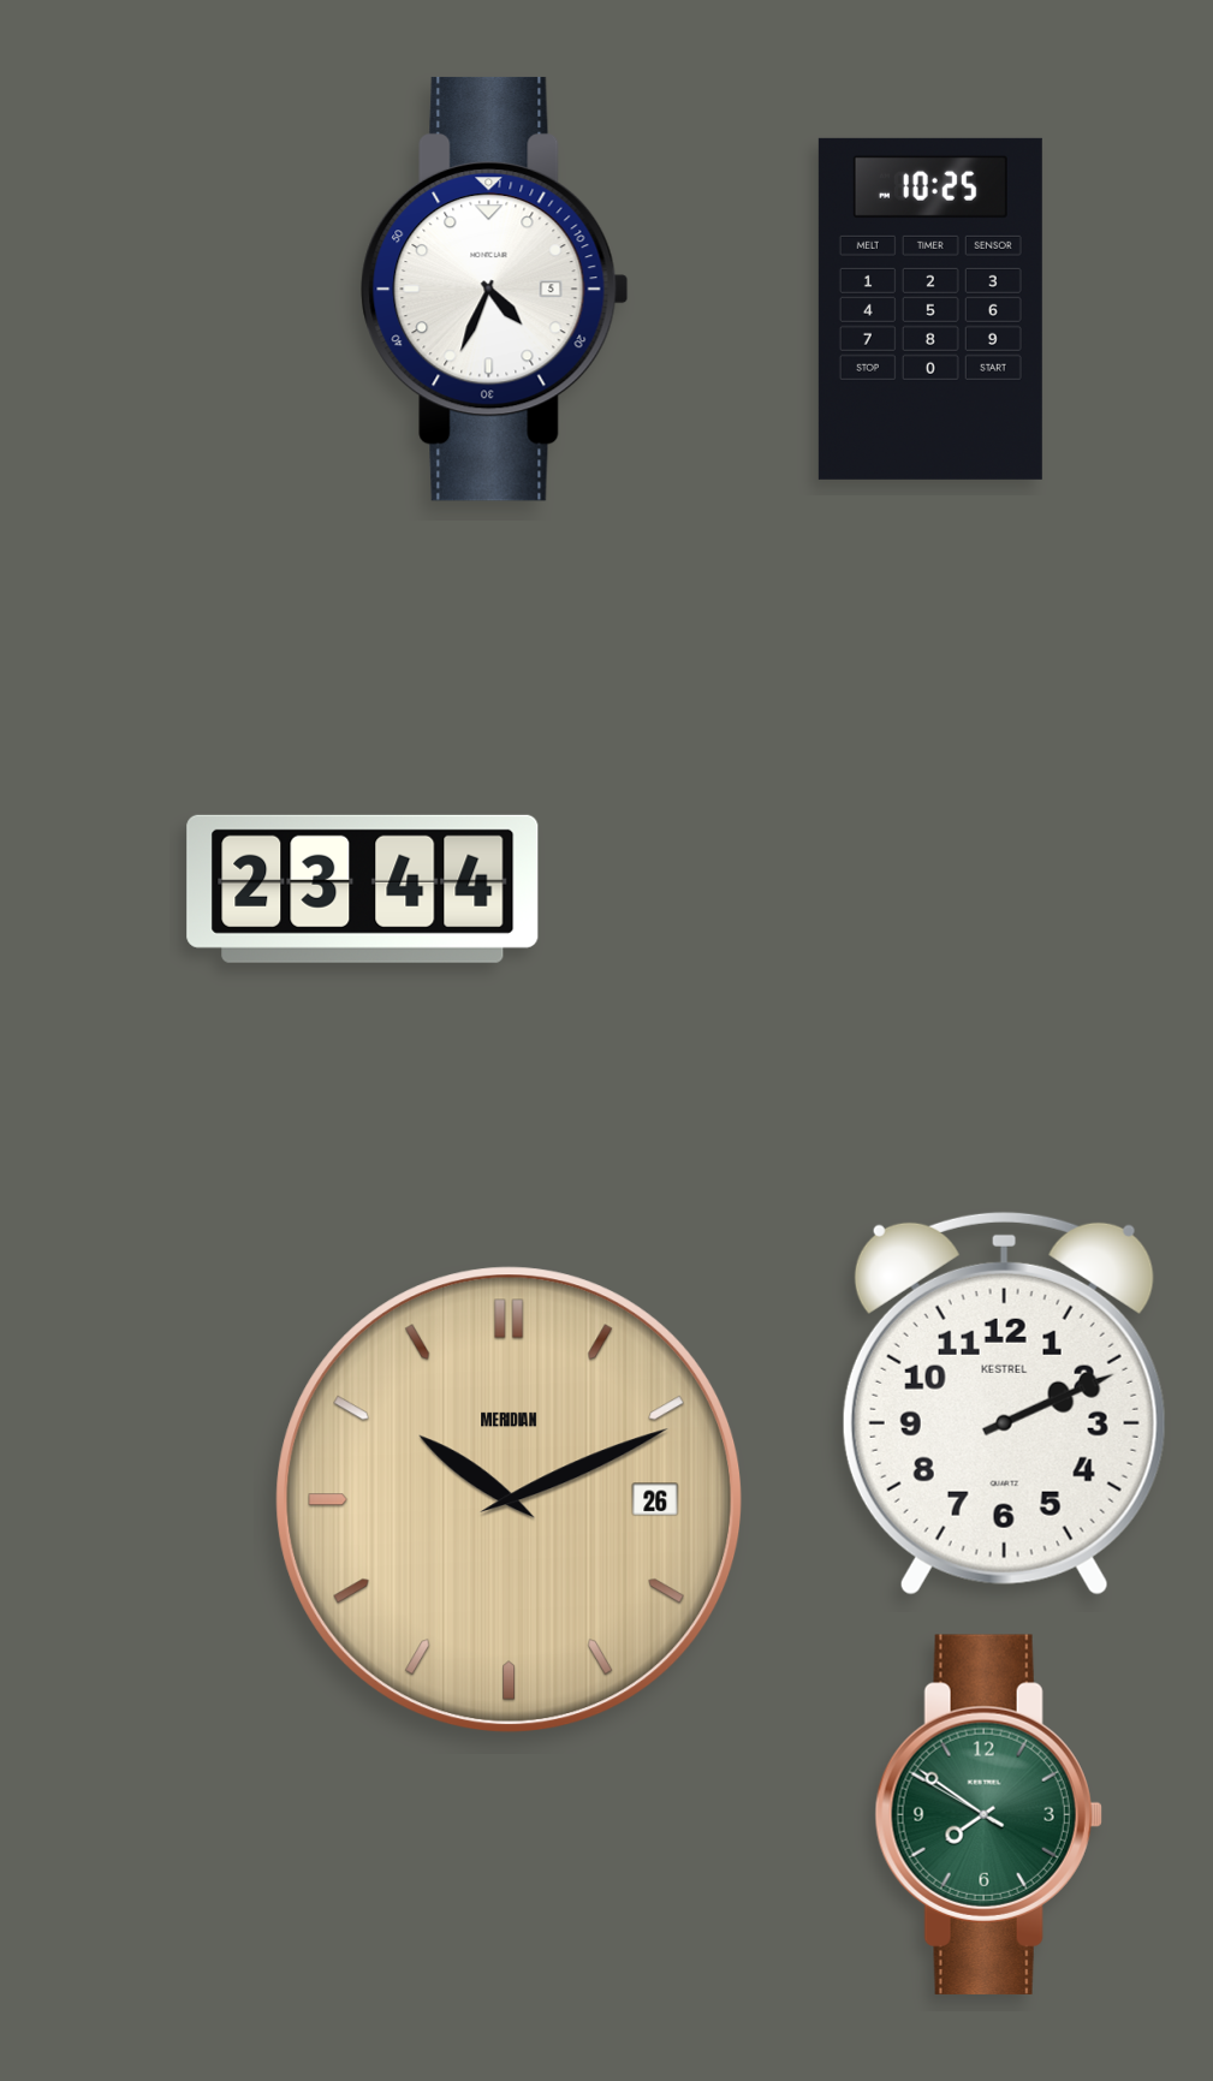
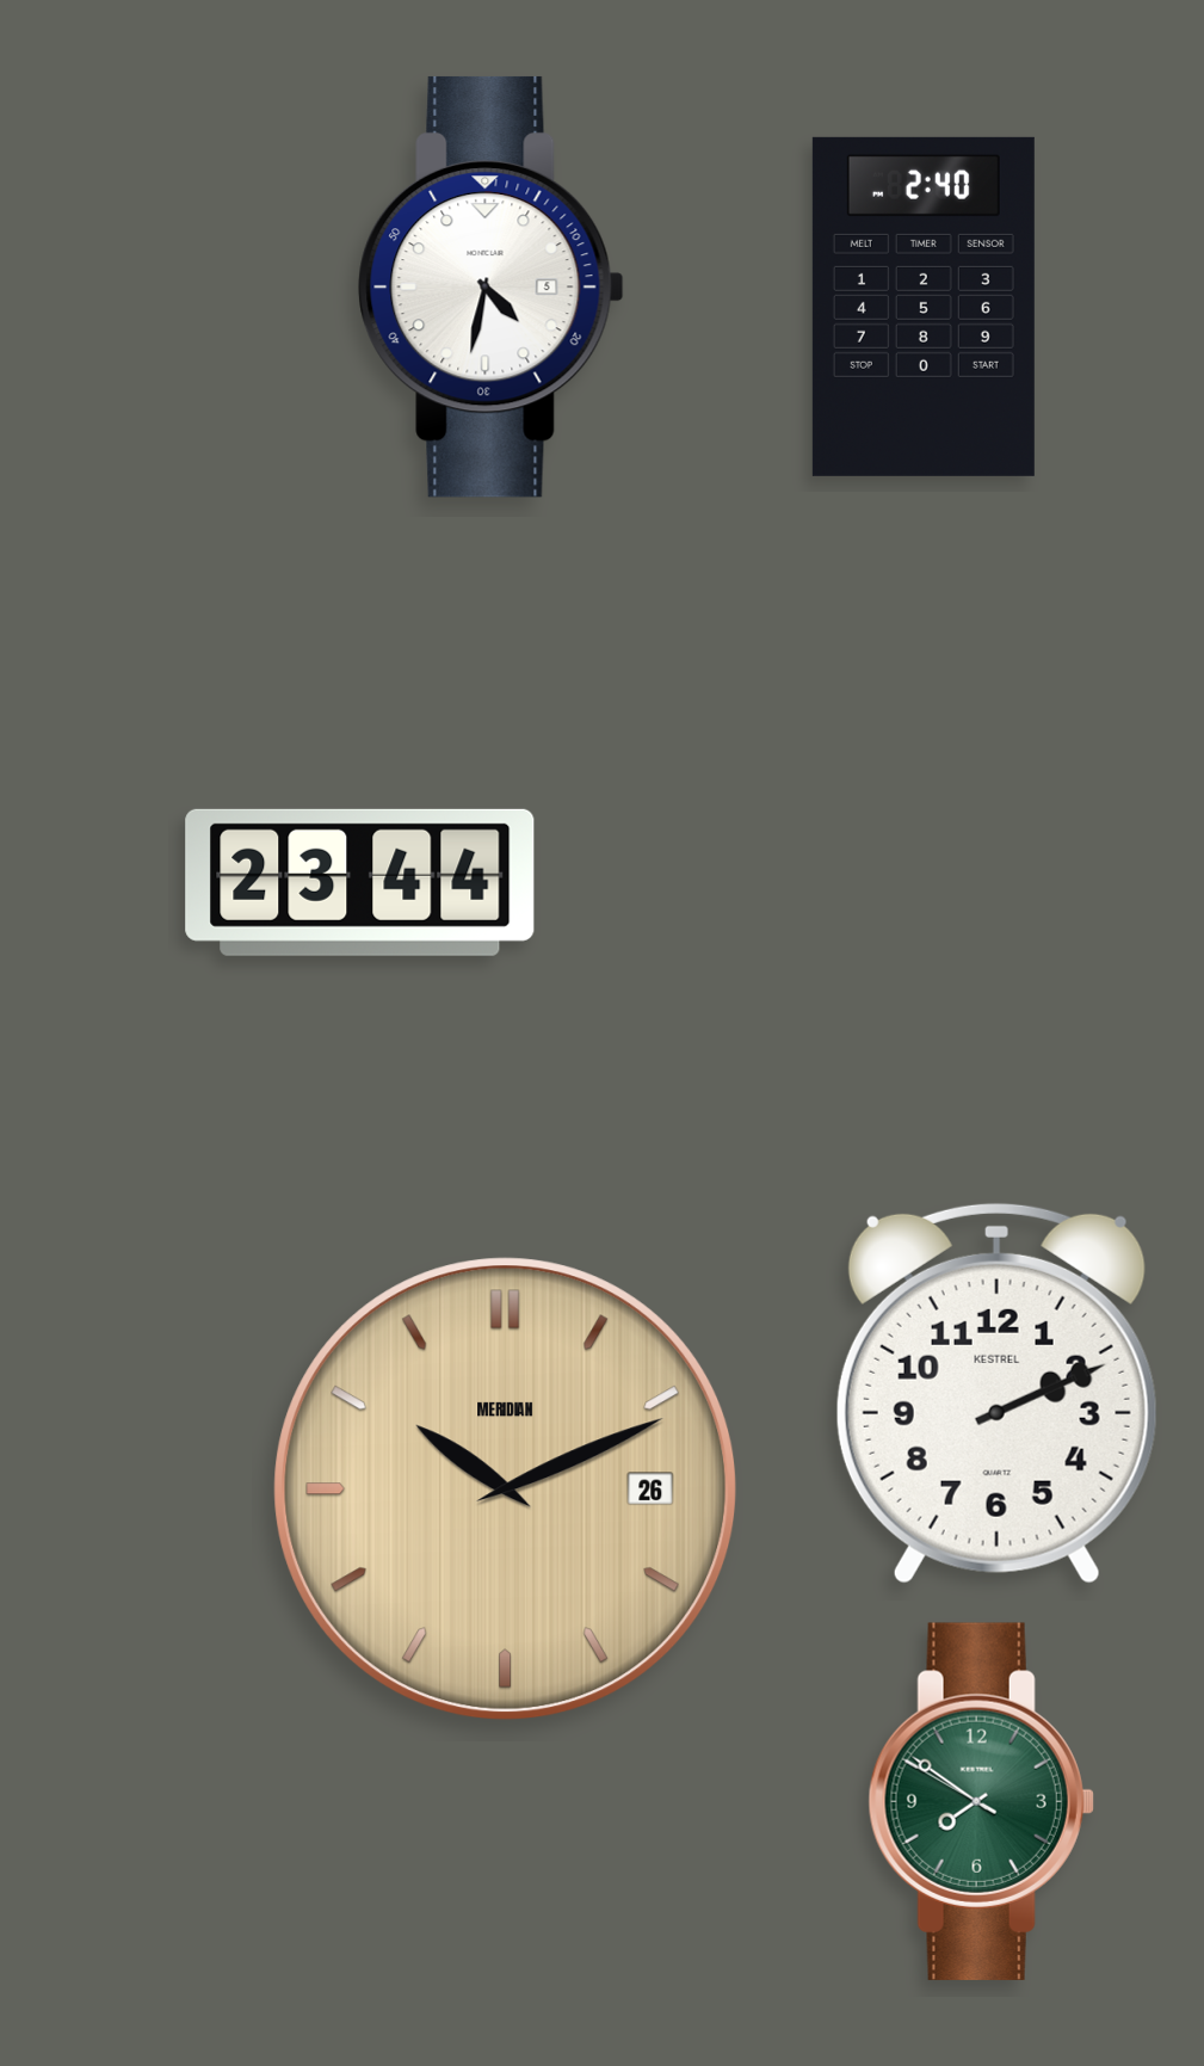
clock at (495, 289): 4:34 -> 4:32
clock at (930, 309): 10:25 -> 2:40
